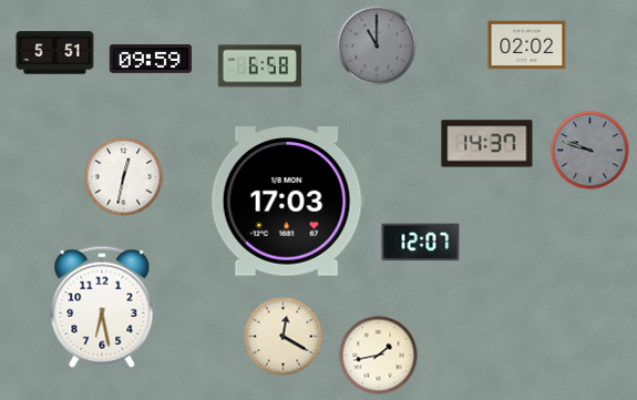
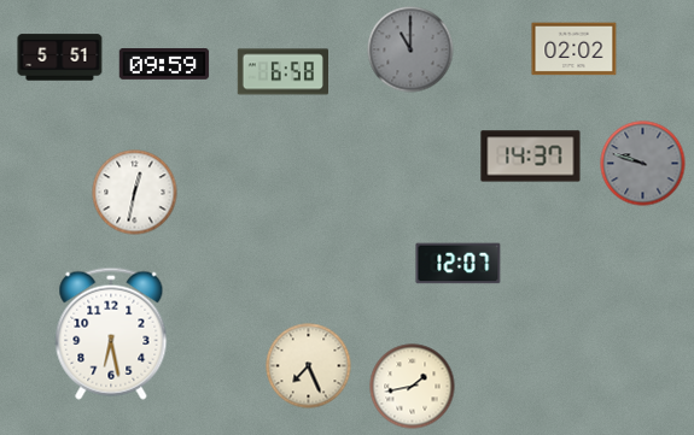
clock at (287, 202): 17:03 -> none
clock at (284, 337): 12:20 -> 7:26
